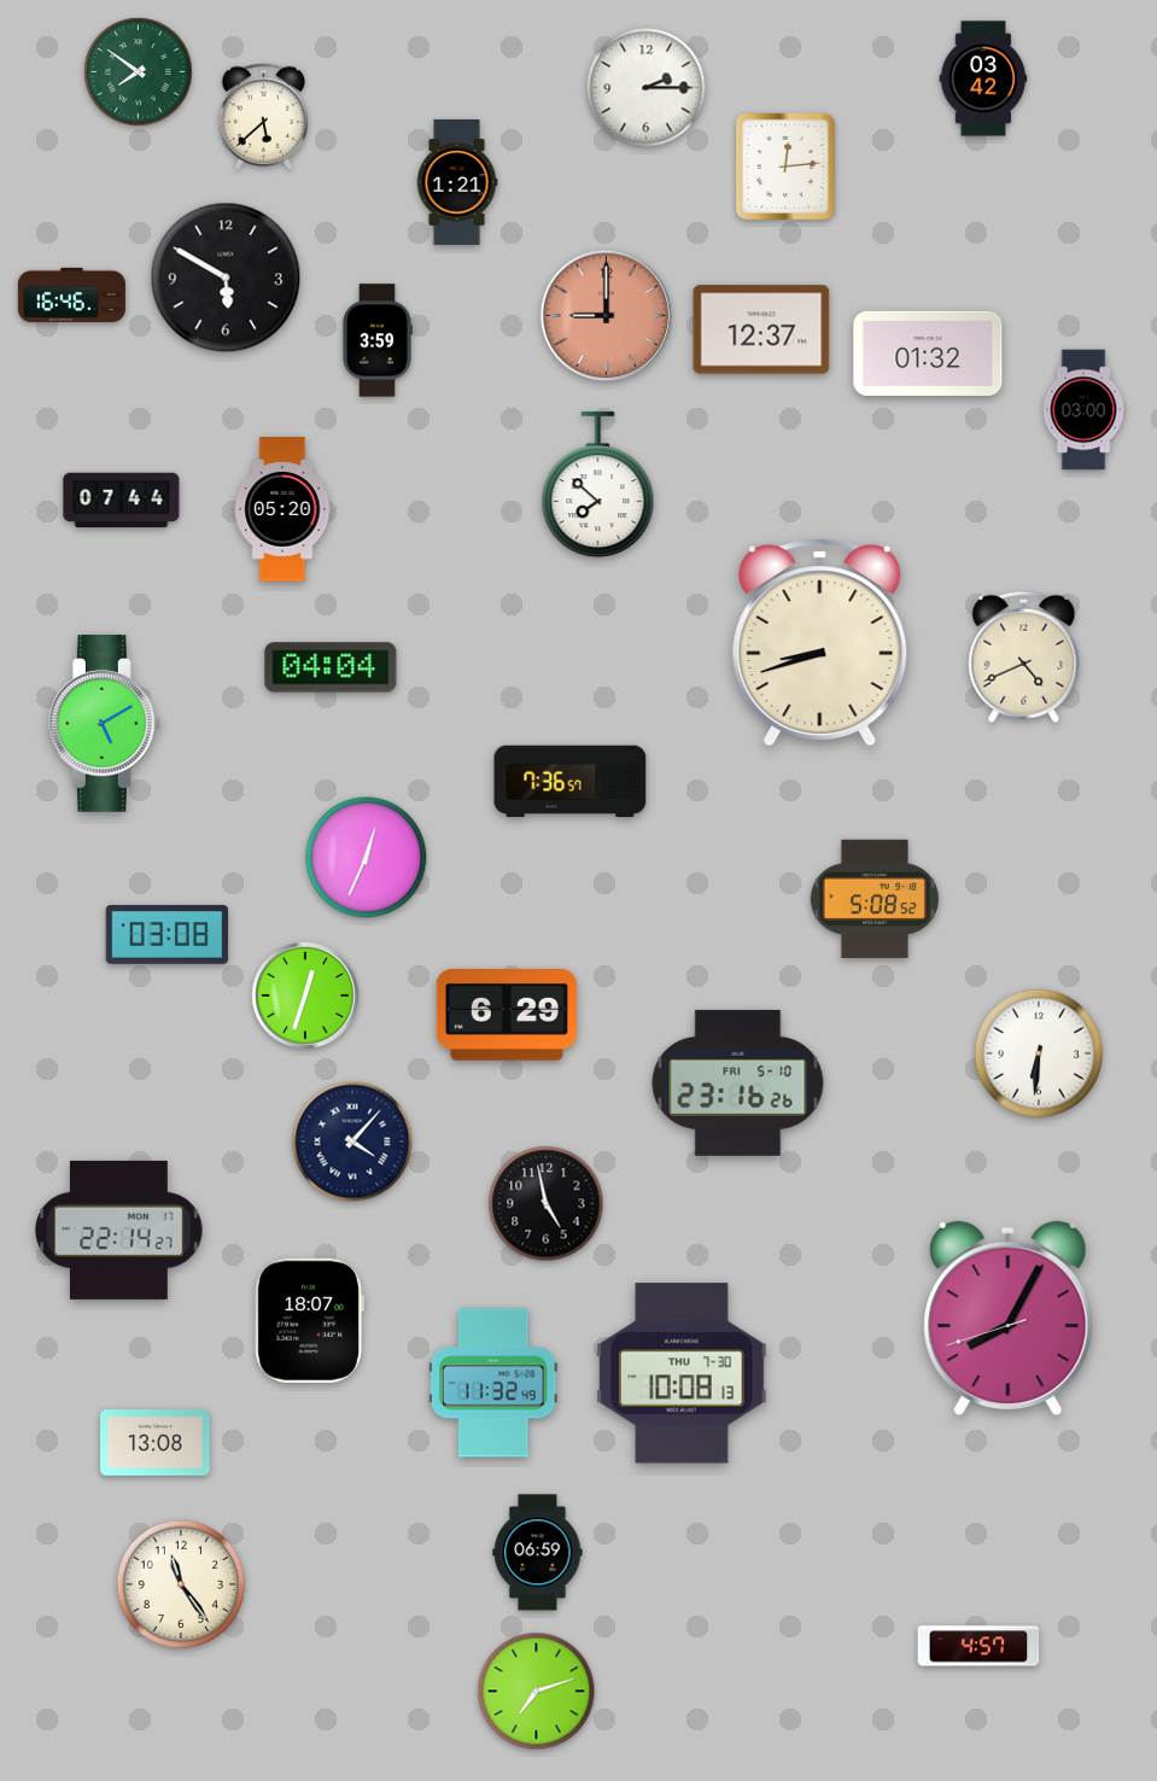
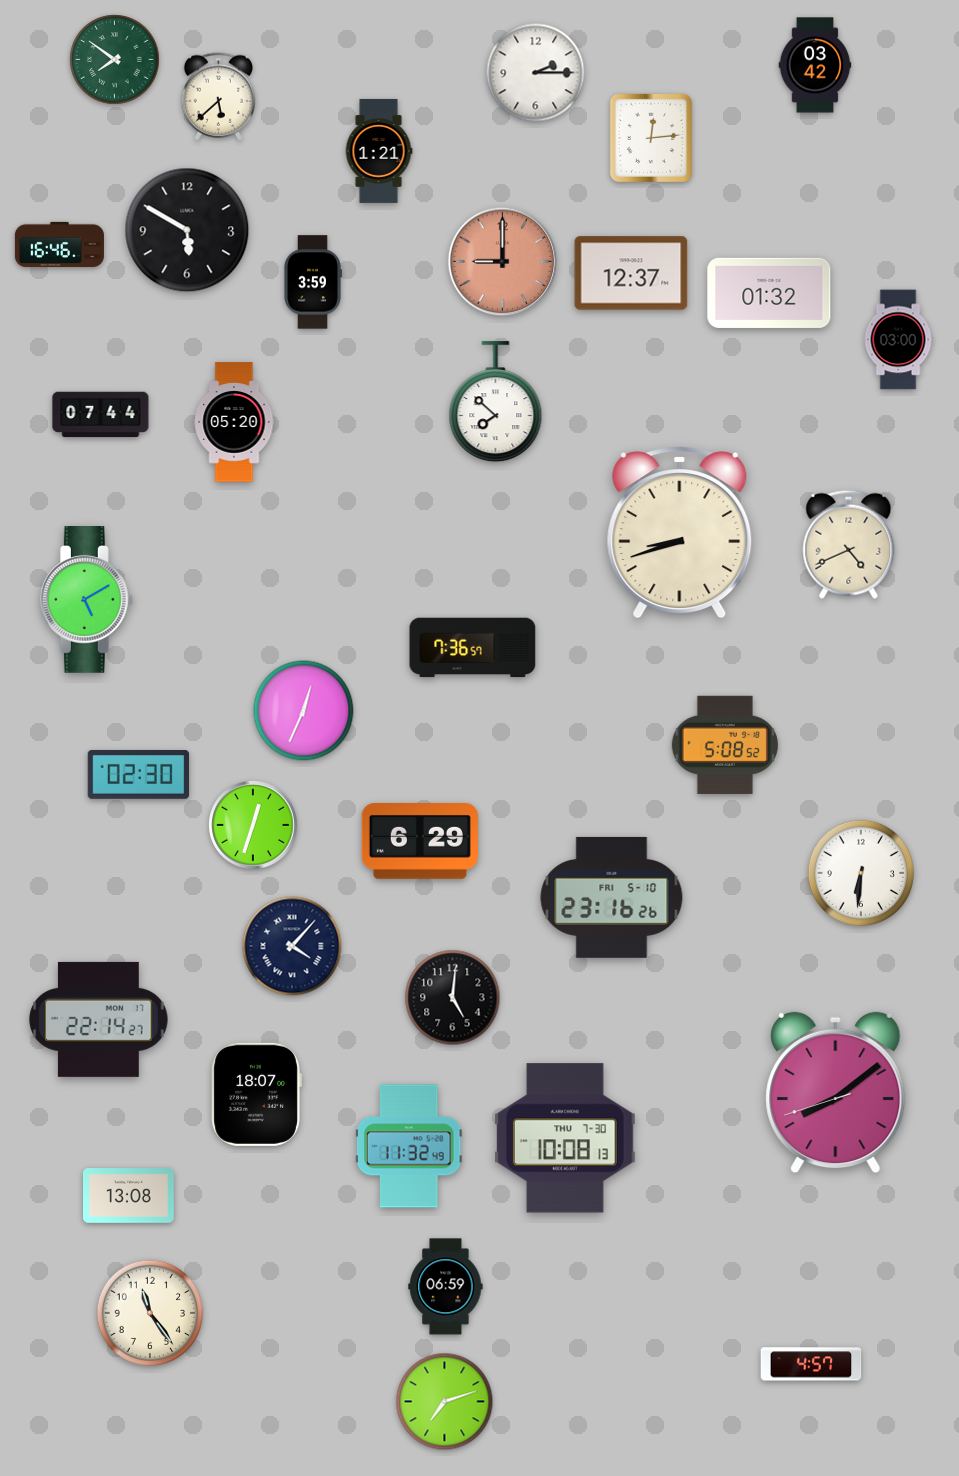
clock at (331, 667): 04:04 -> none
clock at (168, 935): 03:08 -> 02:30
clock at (547, 1204): 4:58 -> 5:01
clock at (1009, 1319): 8:04 -> 8:08
